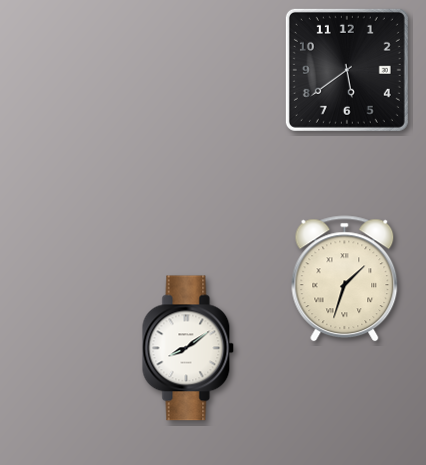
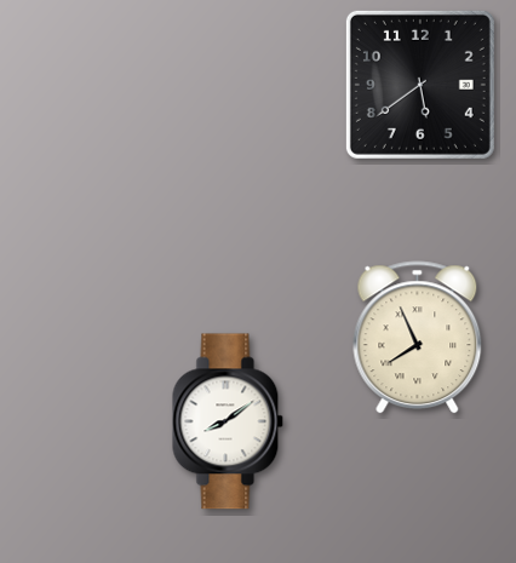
clock at (345, 279): 1:33 -> 7:56
